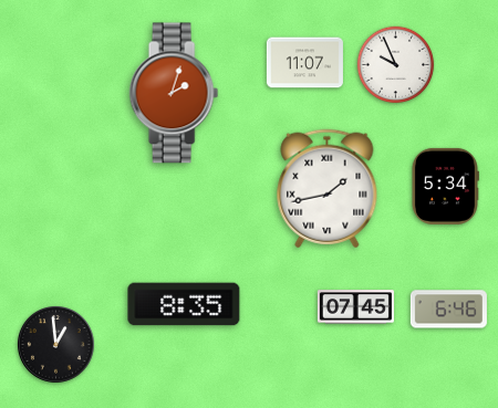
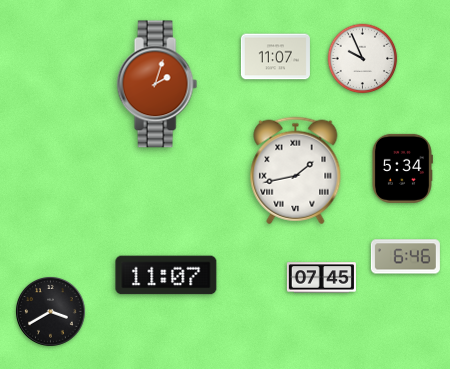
clock at (396, 65) position: (396, 65) -> (363, 59)
clock at (184, 304): 8:35 -> 11:07
clock at (448, 310) position: (448, 310) -> (405, 257)
clock at (56, 345): 12:59 -> 3:40
